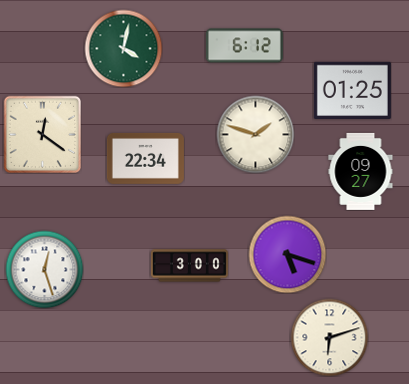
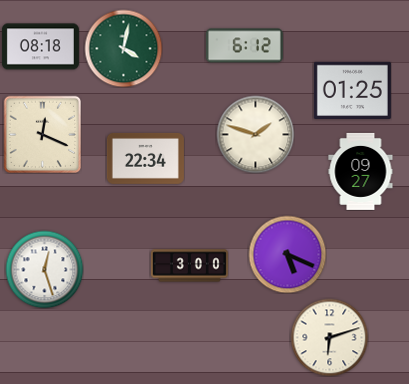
clock at (40, 47): none -> 08:18
clock at (42, 134): 12:21 -> 12:19
clock at (287, 254): 5:18 -> 5:19
